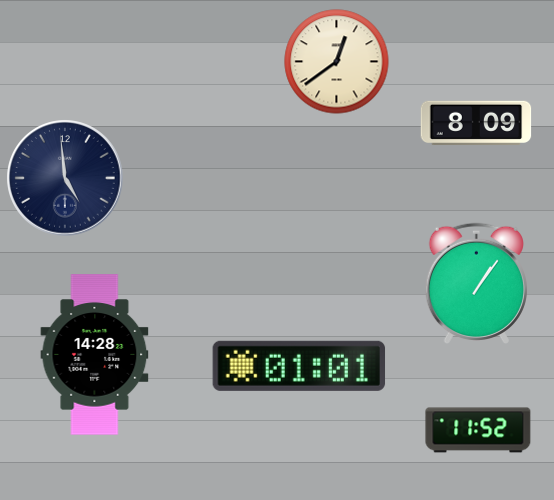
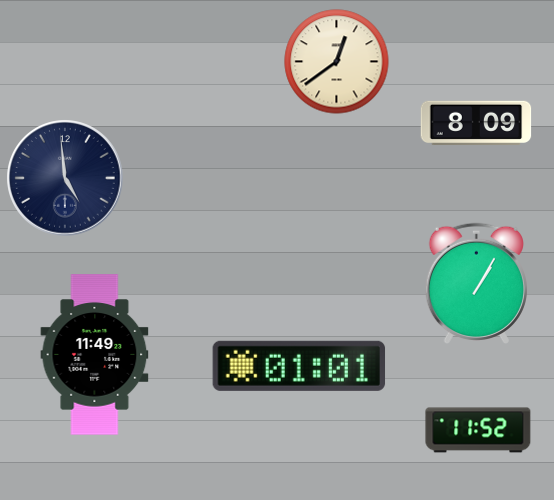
clock at (476, 283): 1:06 -> 1:05
clock at (95, 355): 14:28 -> 11:49
